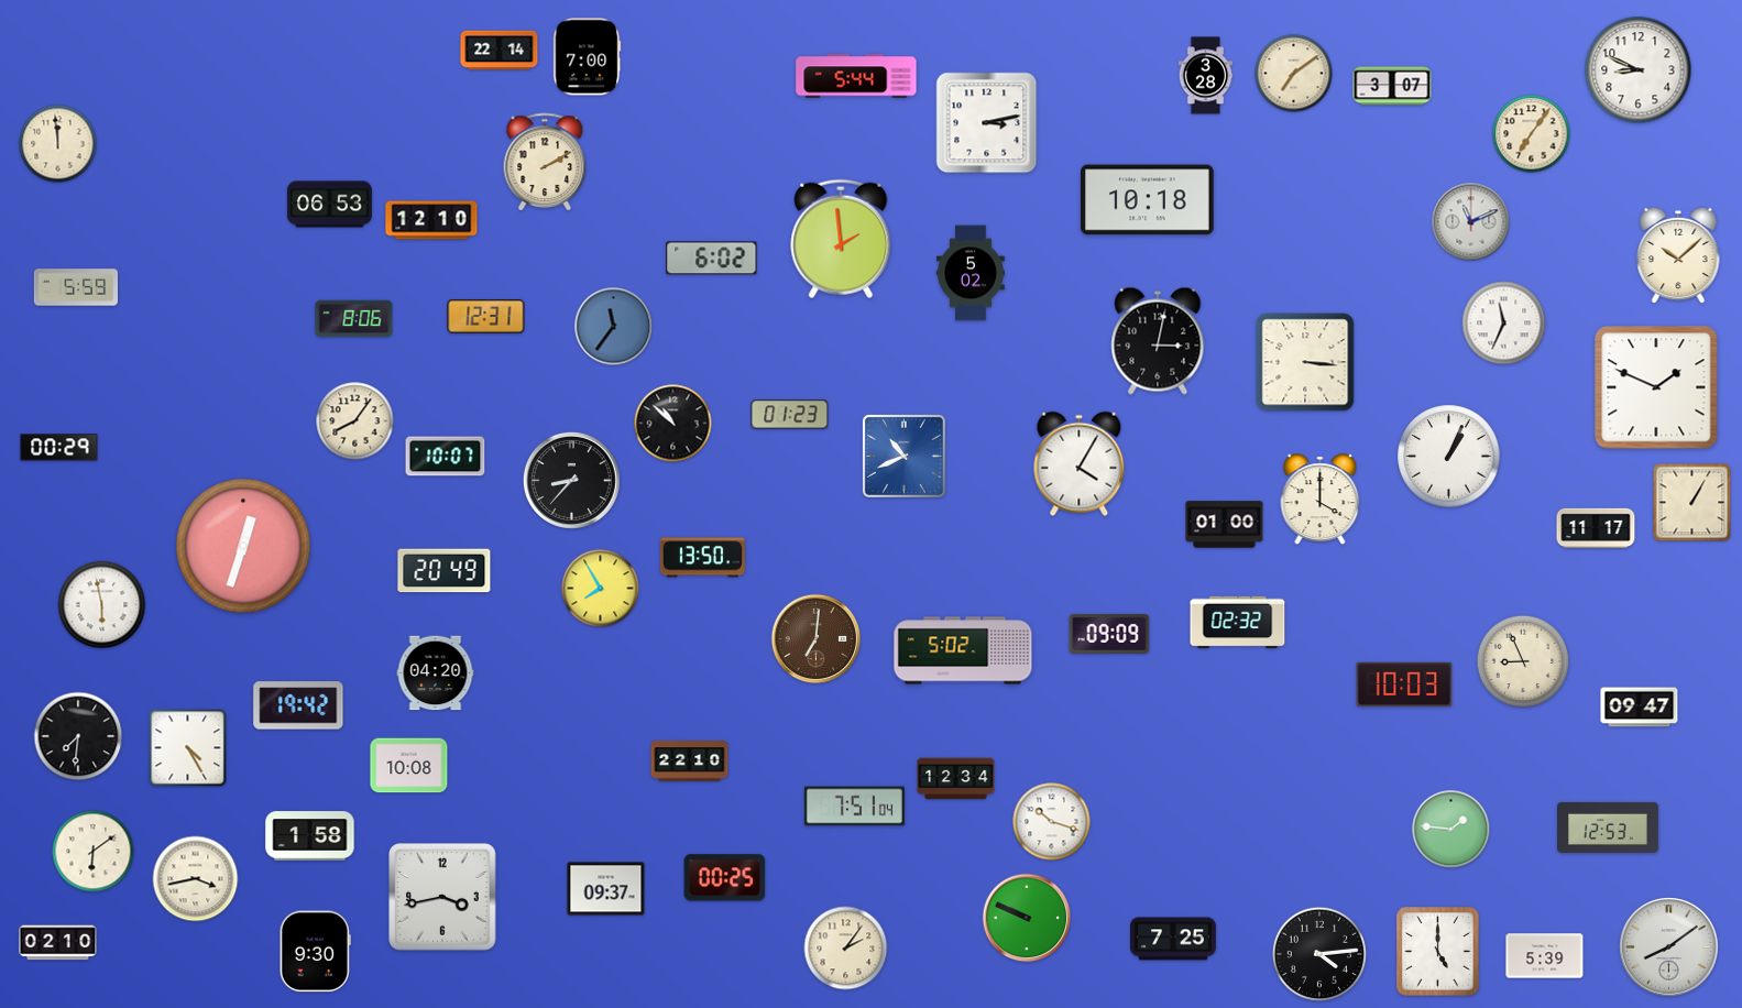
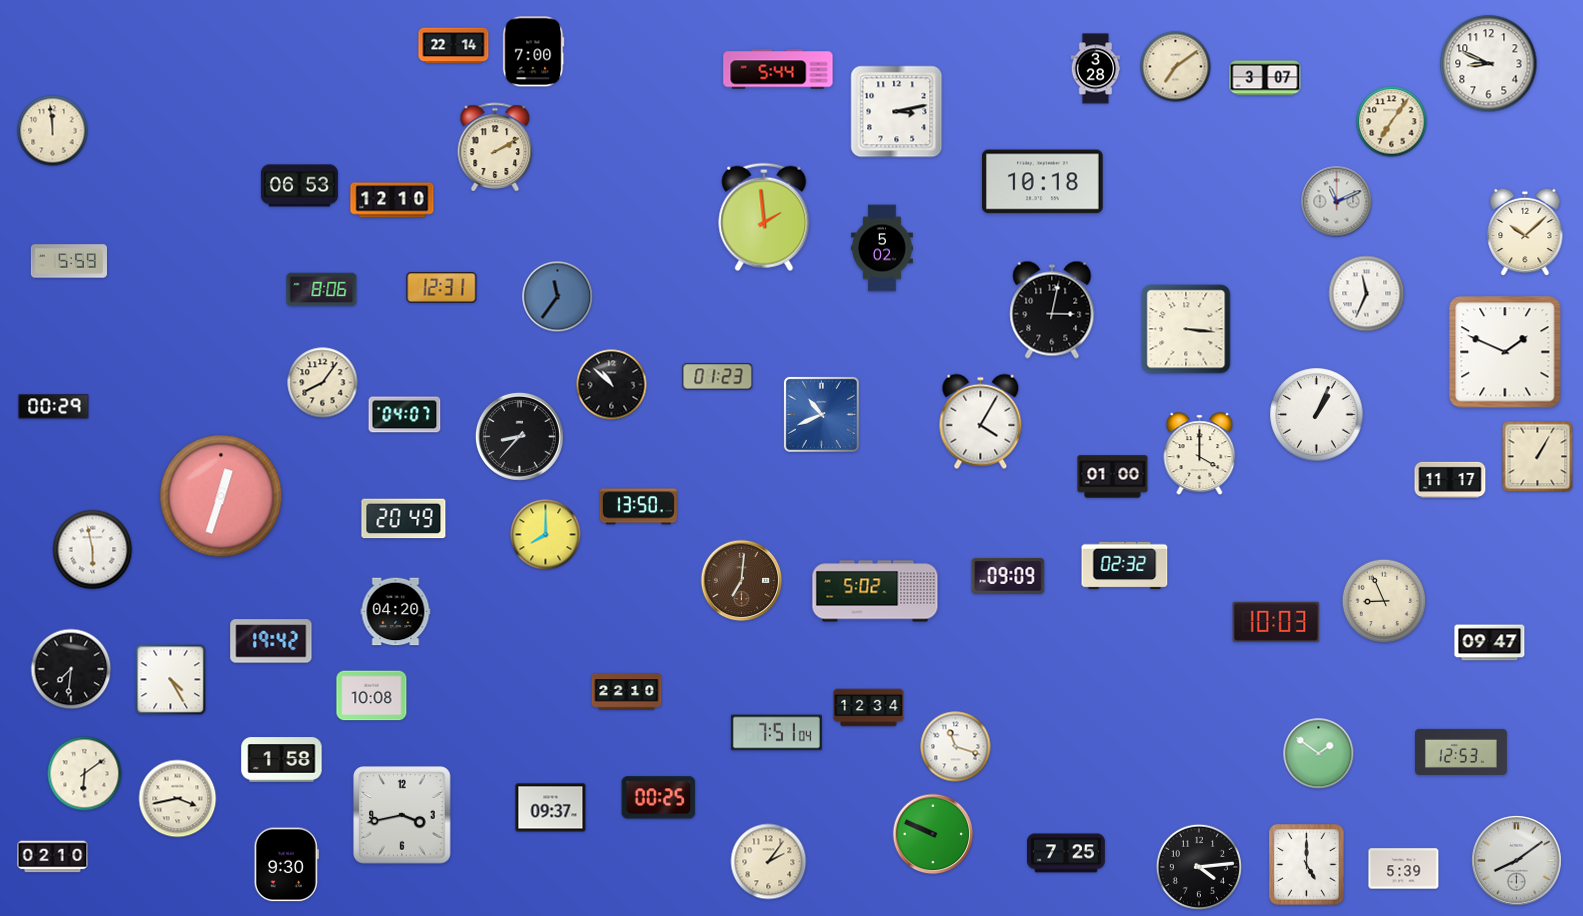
clock at (712, 259): 6:02 -> none
clock at (446, 457): 10:07 -> 04:07
clock at (601, 589): 7:55 -> 8:00
clock at (1052, 822): 10:18 -> 11:18
clock at (1451, 830): 1:46 -> 1:51
